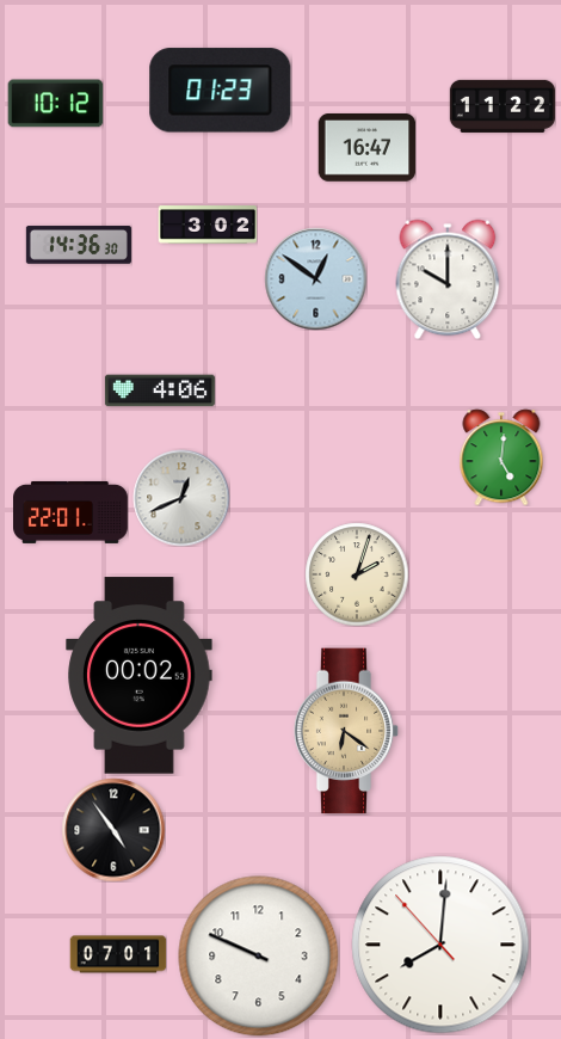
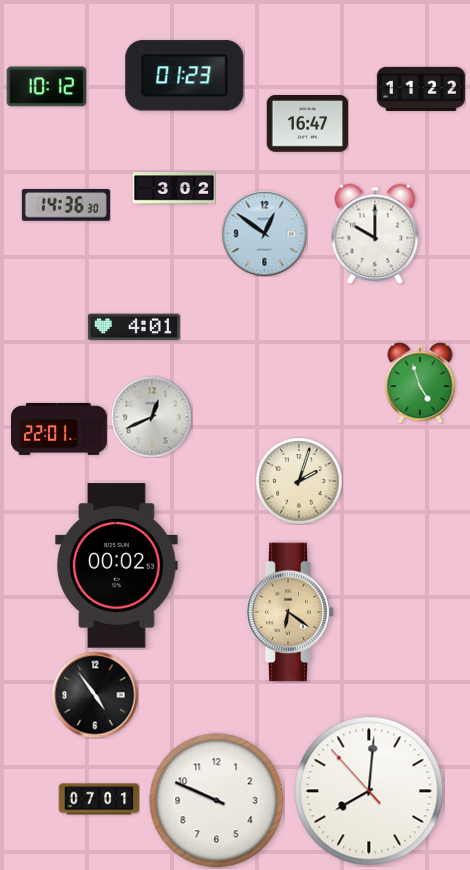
clock at (160, 391): 4:06 -> 4:01
clock at (501, 457): 5:01 -> 4:57
